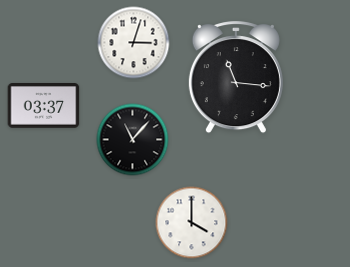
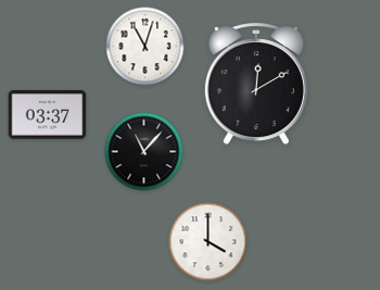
clock at (134, 43): 3:03 -> 11:03
clock at (236, 78): 11:16 -> 12:10
